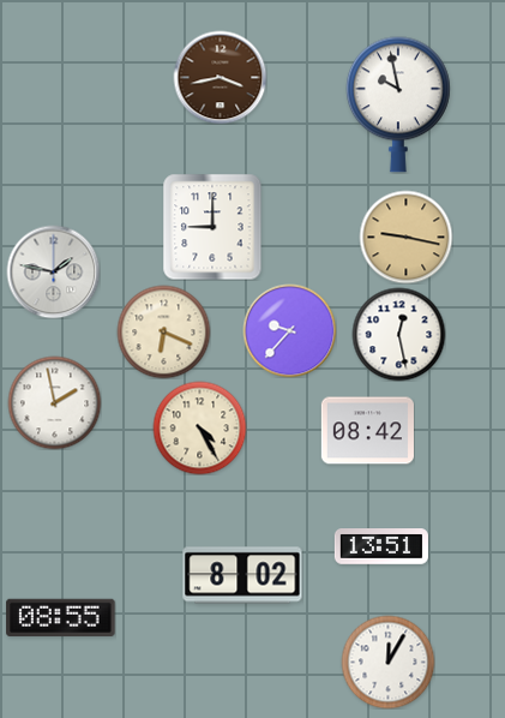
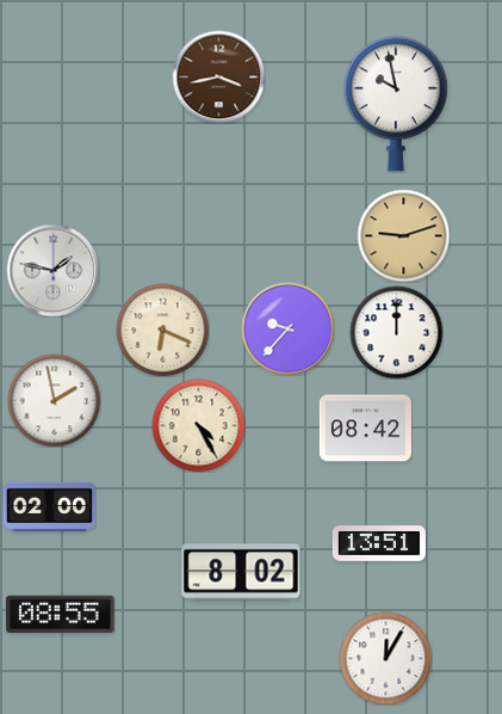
clock at (212, 227): 9:00 -> none
clock at (405, 237): 9:17 -> 9:12
clock at (398, 334): 12:28 -> 12:00
clock at (49, 506): none -> 02:00
